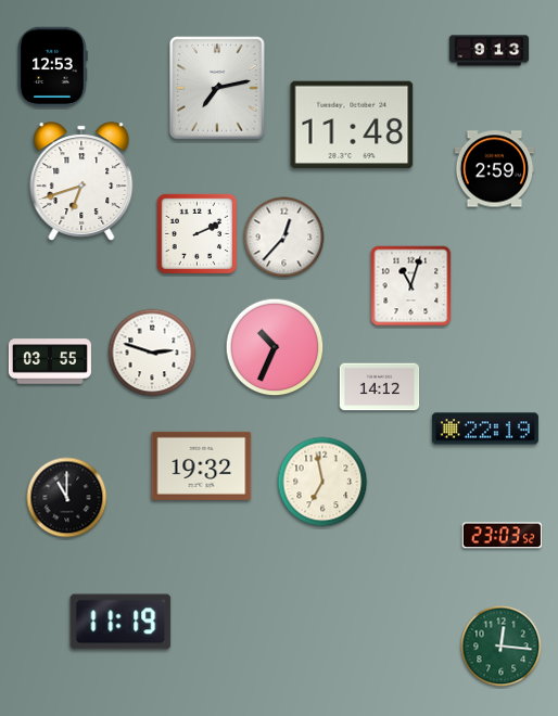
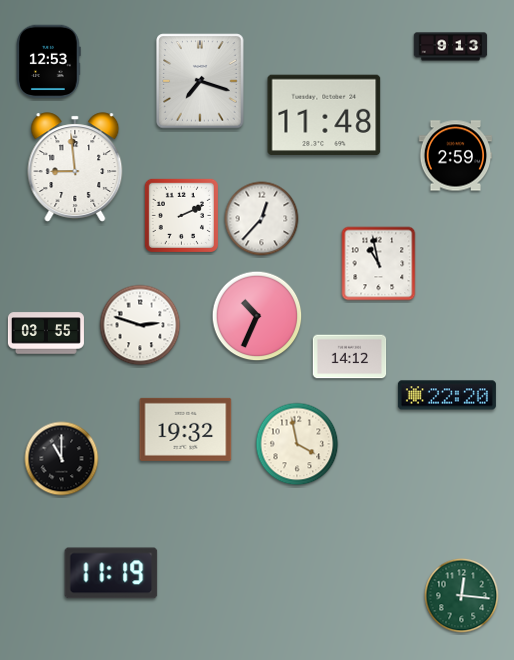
clock at (217, 88): 7:13 -> 7:18
clock at (81, 181): 6:42 -> 8:59
clock at (411, 286): 11:03 -> 10:58
clock at (275, 347) position: (275, 347) -> (257, 316)
clock at (485, 429): 22:19 -> 22:20
clock at (322, 482): 6:58 -> 3:58
clock at (503, 536): 23:03 -> none
